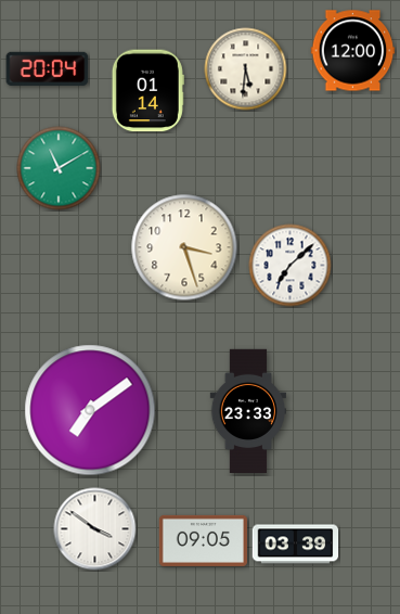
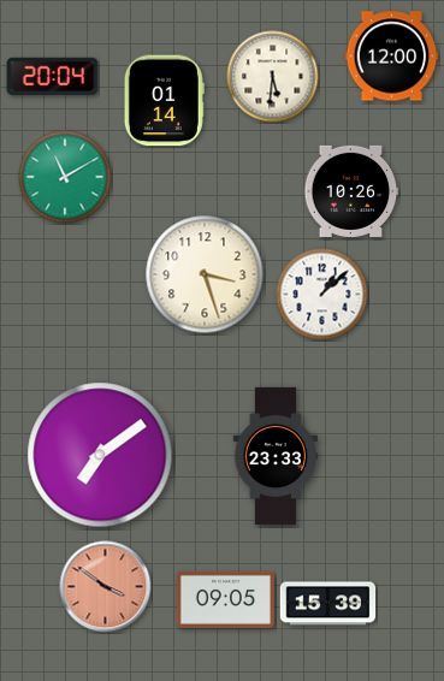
clock at (59, 168) position: (59, 168) -> (65, 177)
clock at (351, 191): none -> 10:26
clock at (291, 266): 7:08 -> 1:08
clock at (95, 529) dial: white -> salmon
clock at (296, 545): 03:39 -> 15:39
